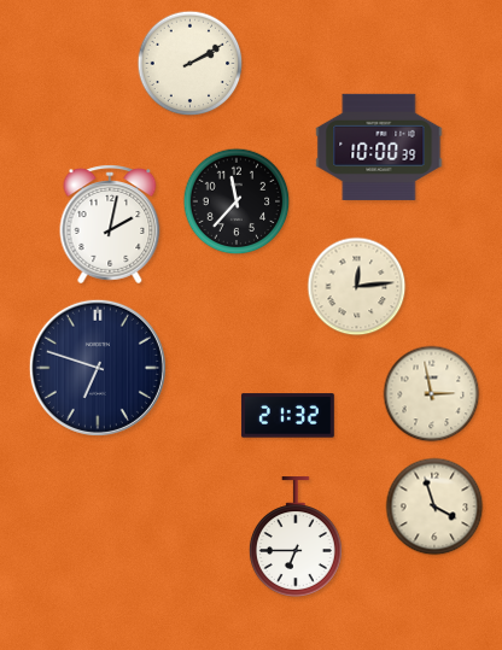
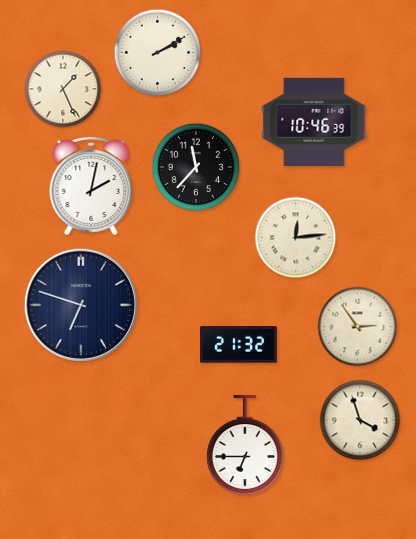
clock at (63, 89): none -> 1:26
clock at (379, 147): 10:00 -> 10:46
clock at (432, 394): 2:58 -> 2:54
